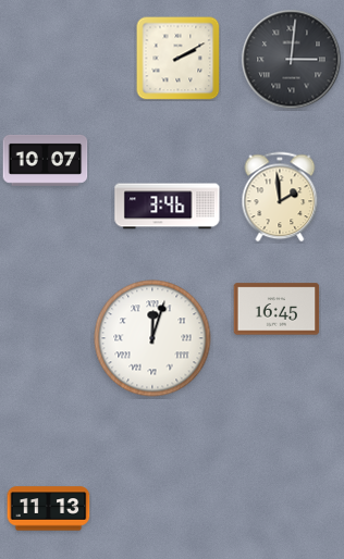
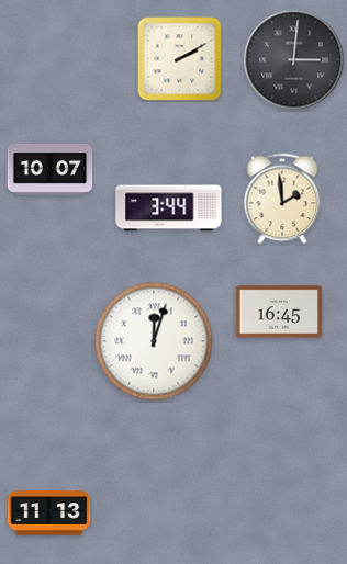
clock at (46, 160) position: (46, 160) -> (51, 169)
clock at (168, 207): 3:46 -> 3:44
